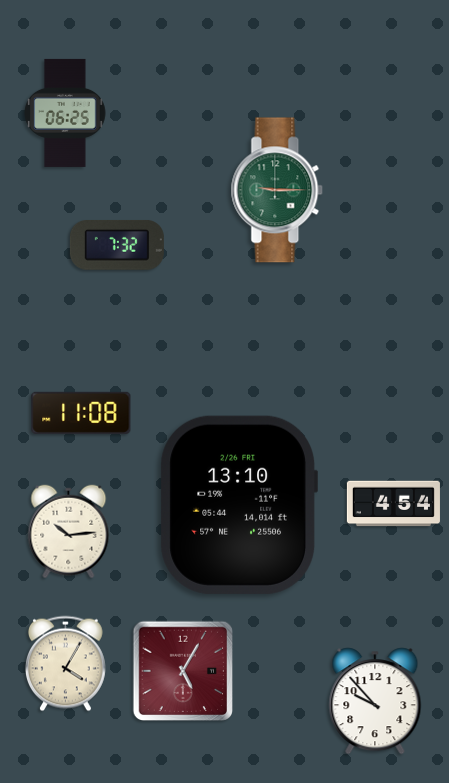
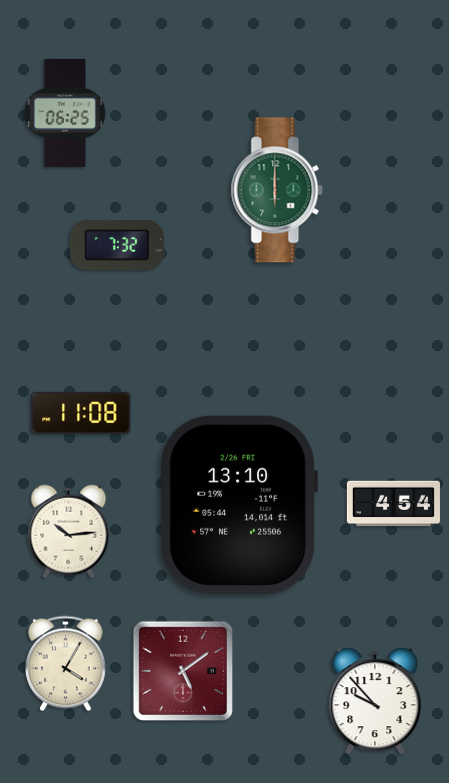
clock at (277, 190): 9:15 -> 6:00
clock at (182, 670): 5:05 -> 5:09
